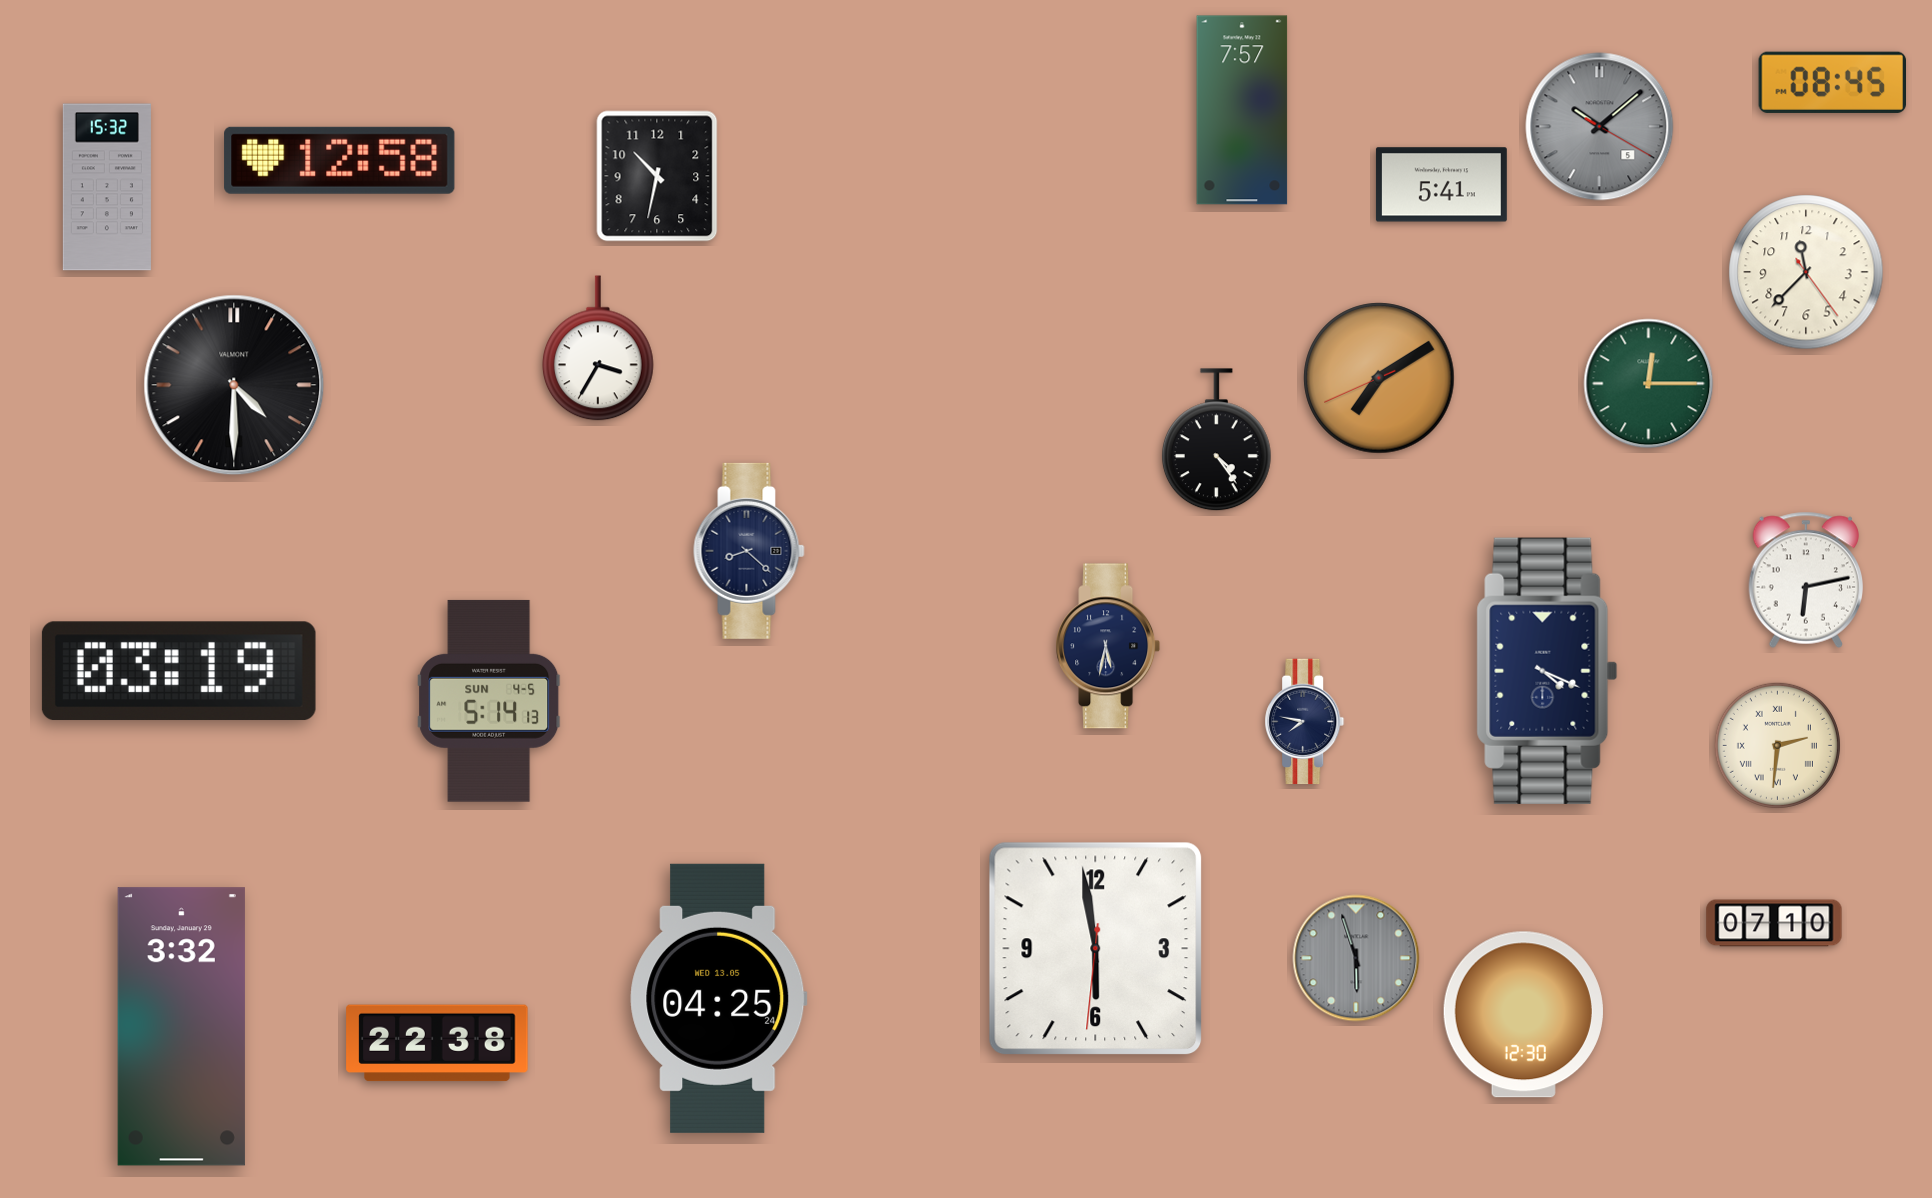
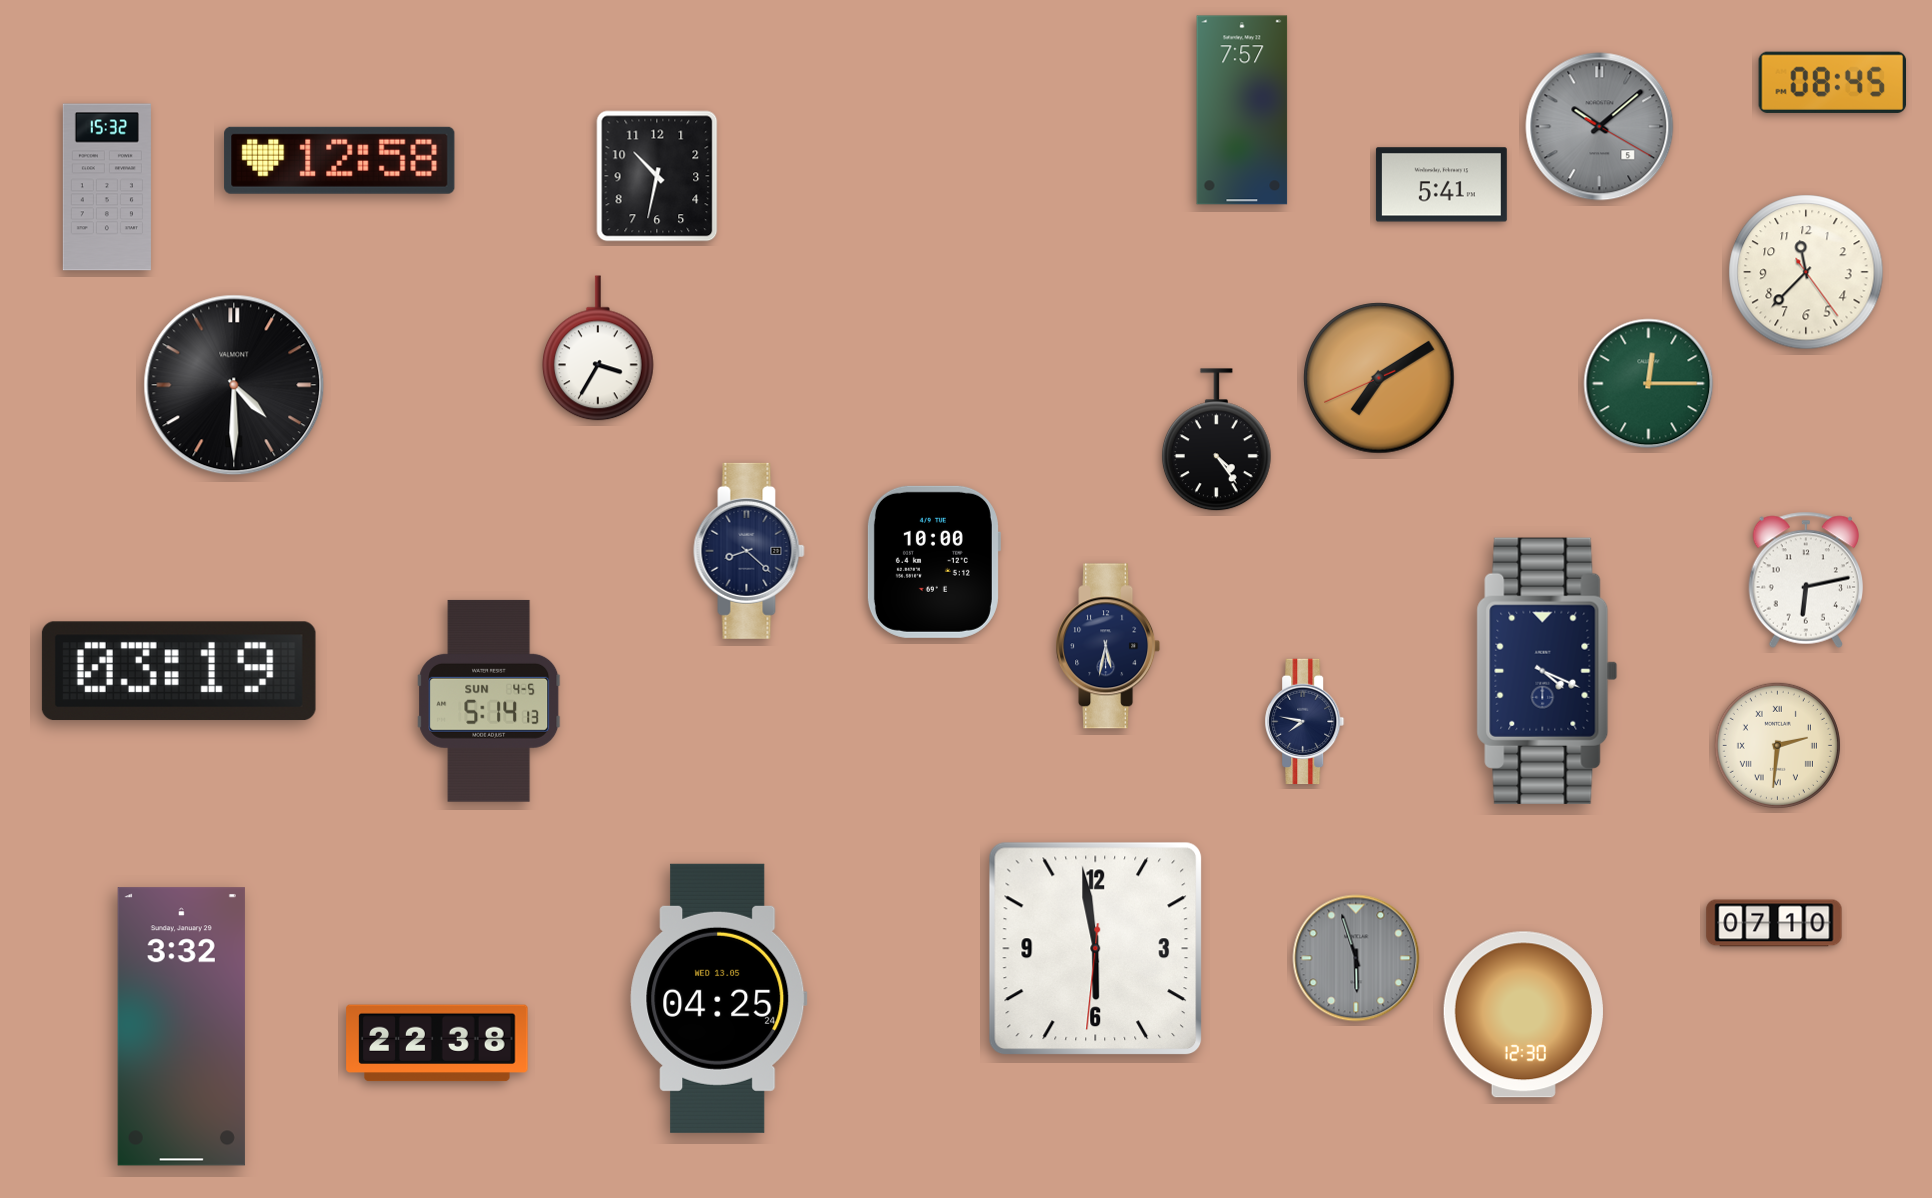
clock at (933, 562): none -> 10:00
